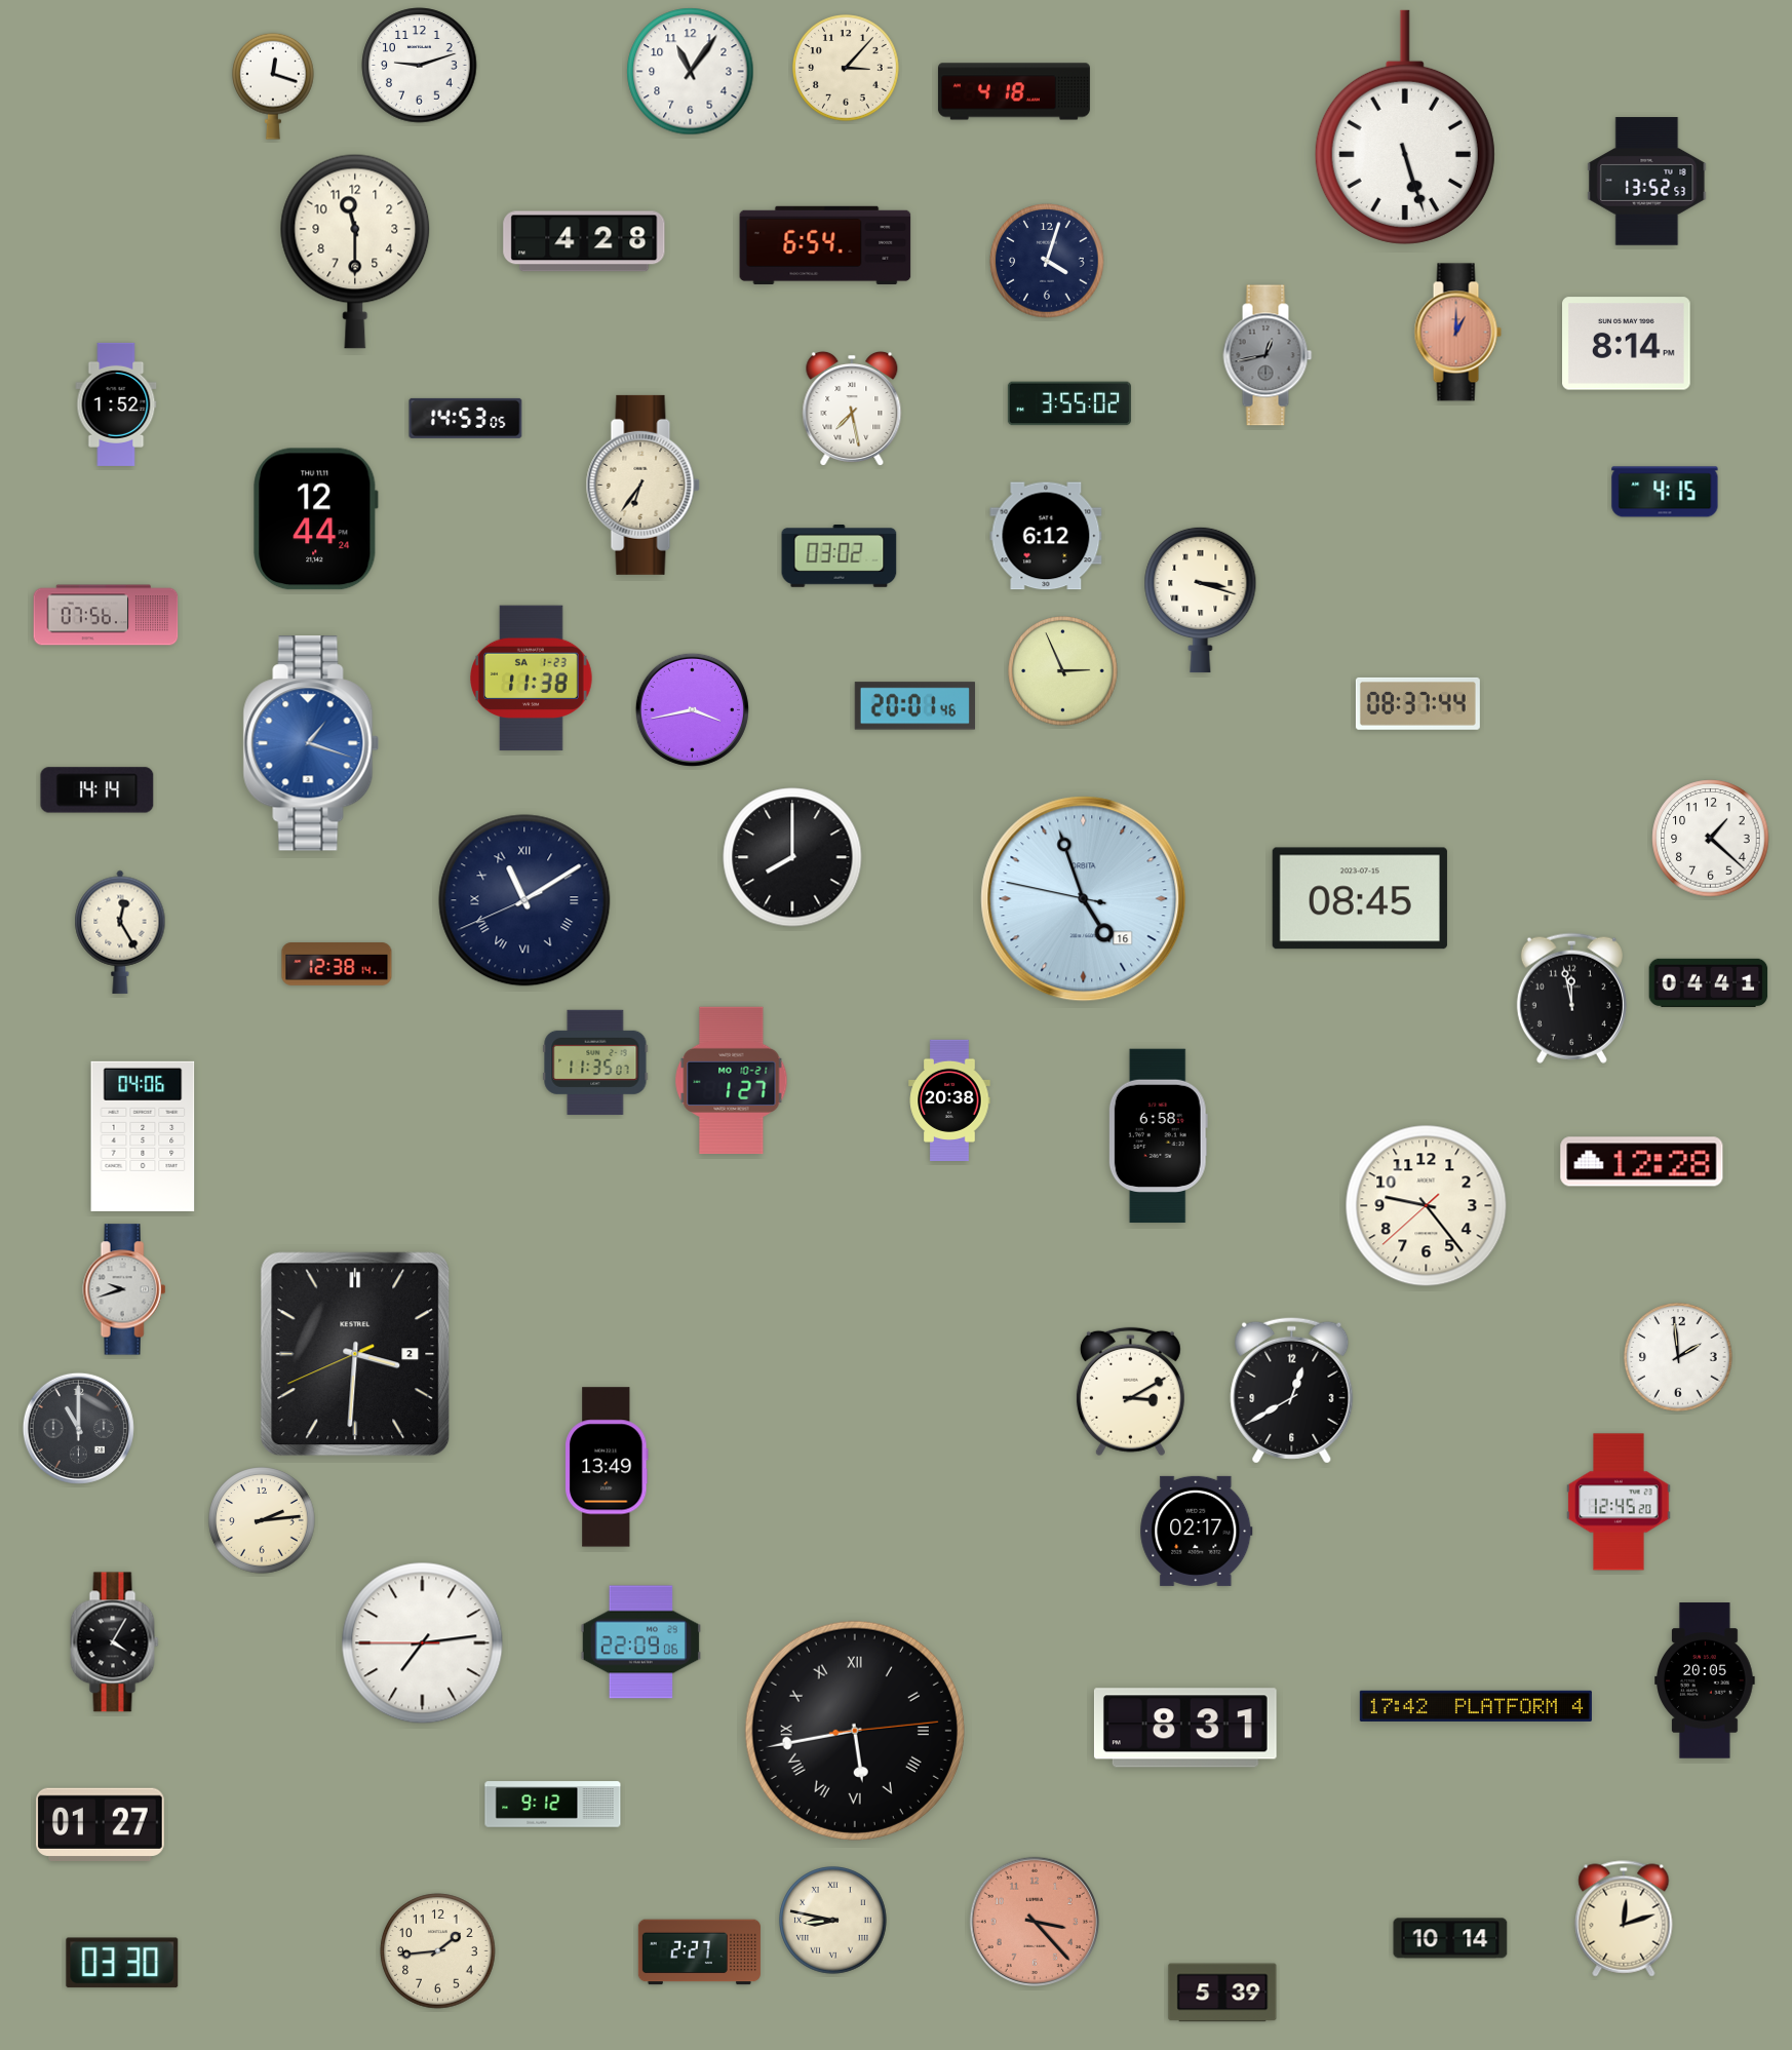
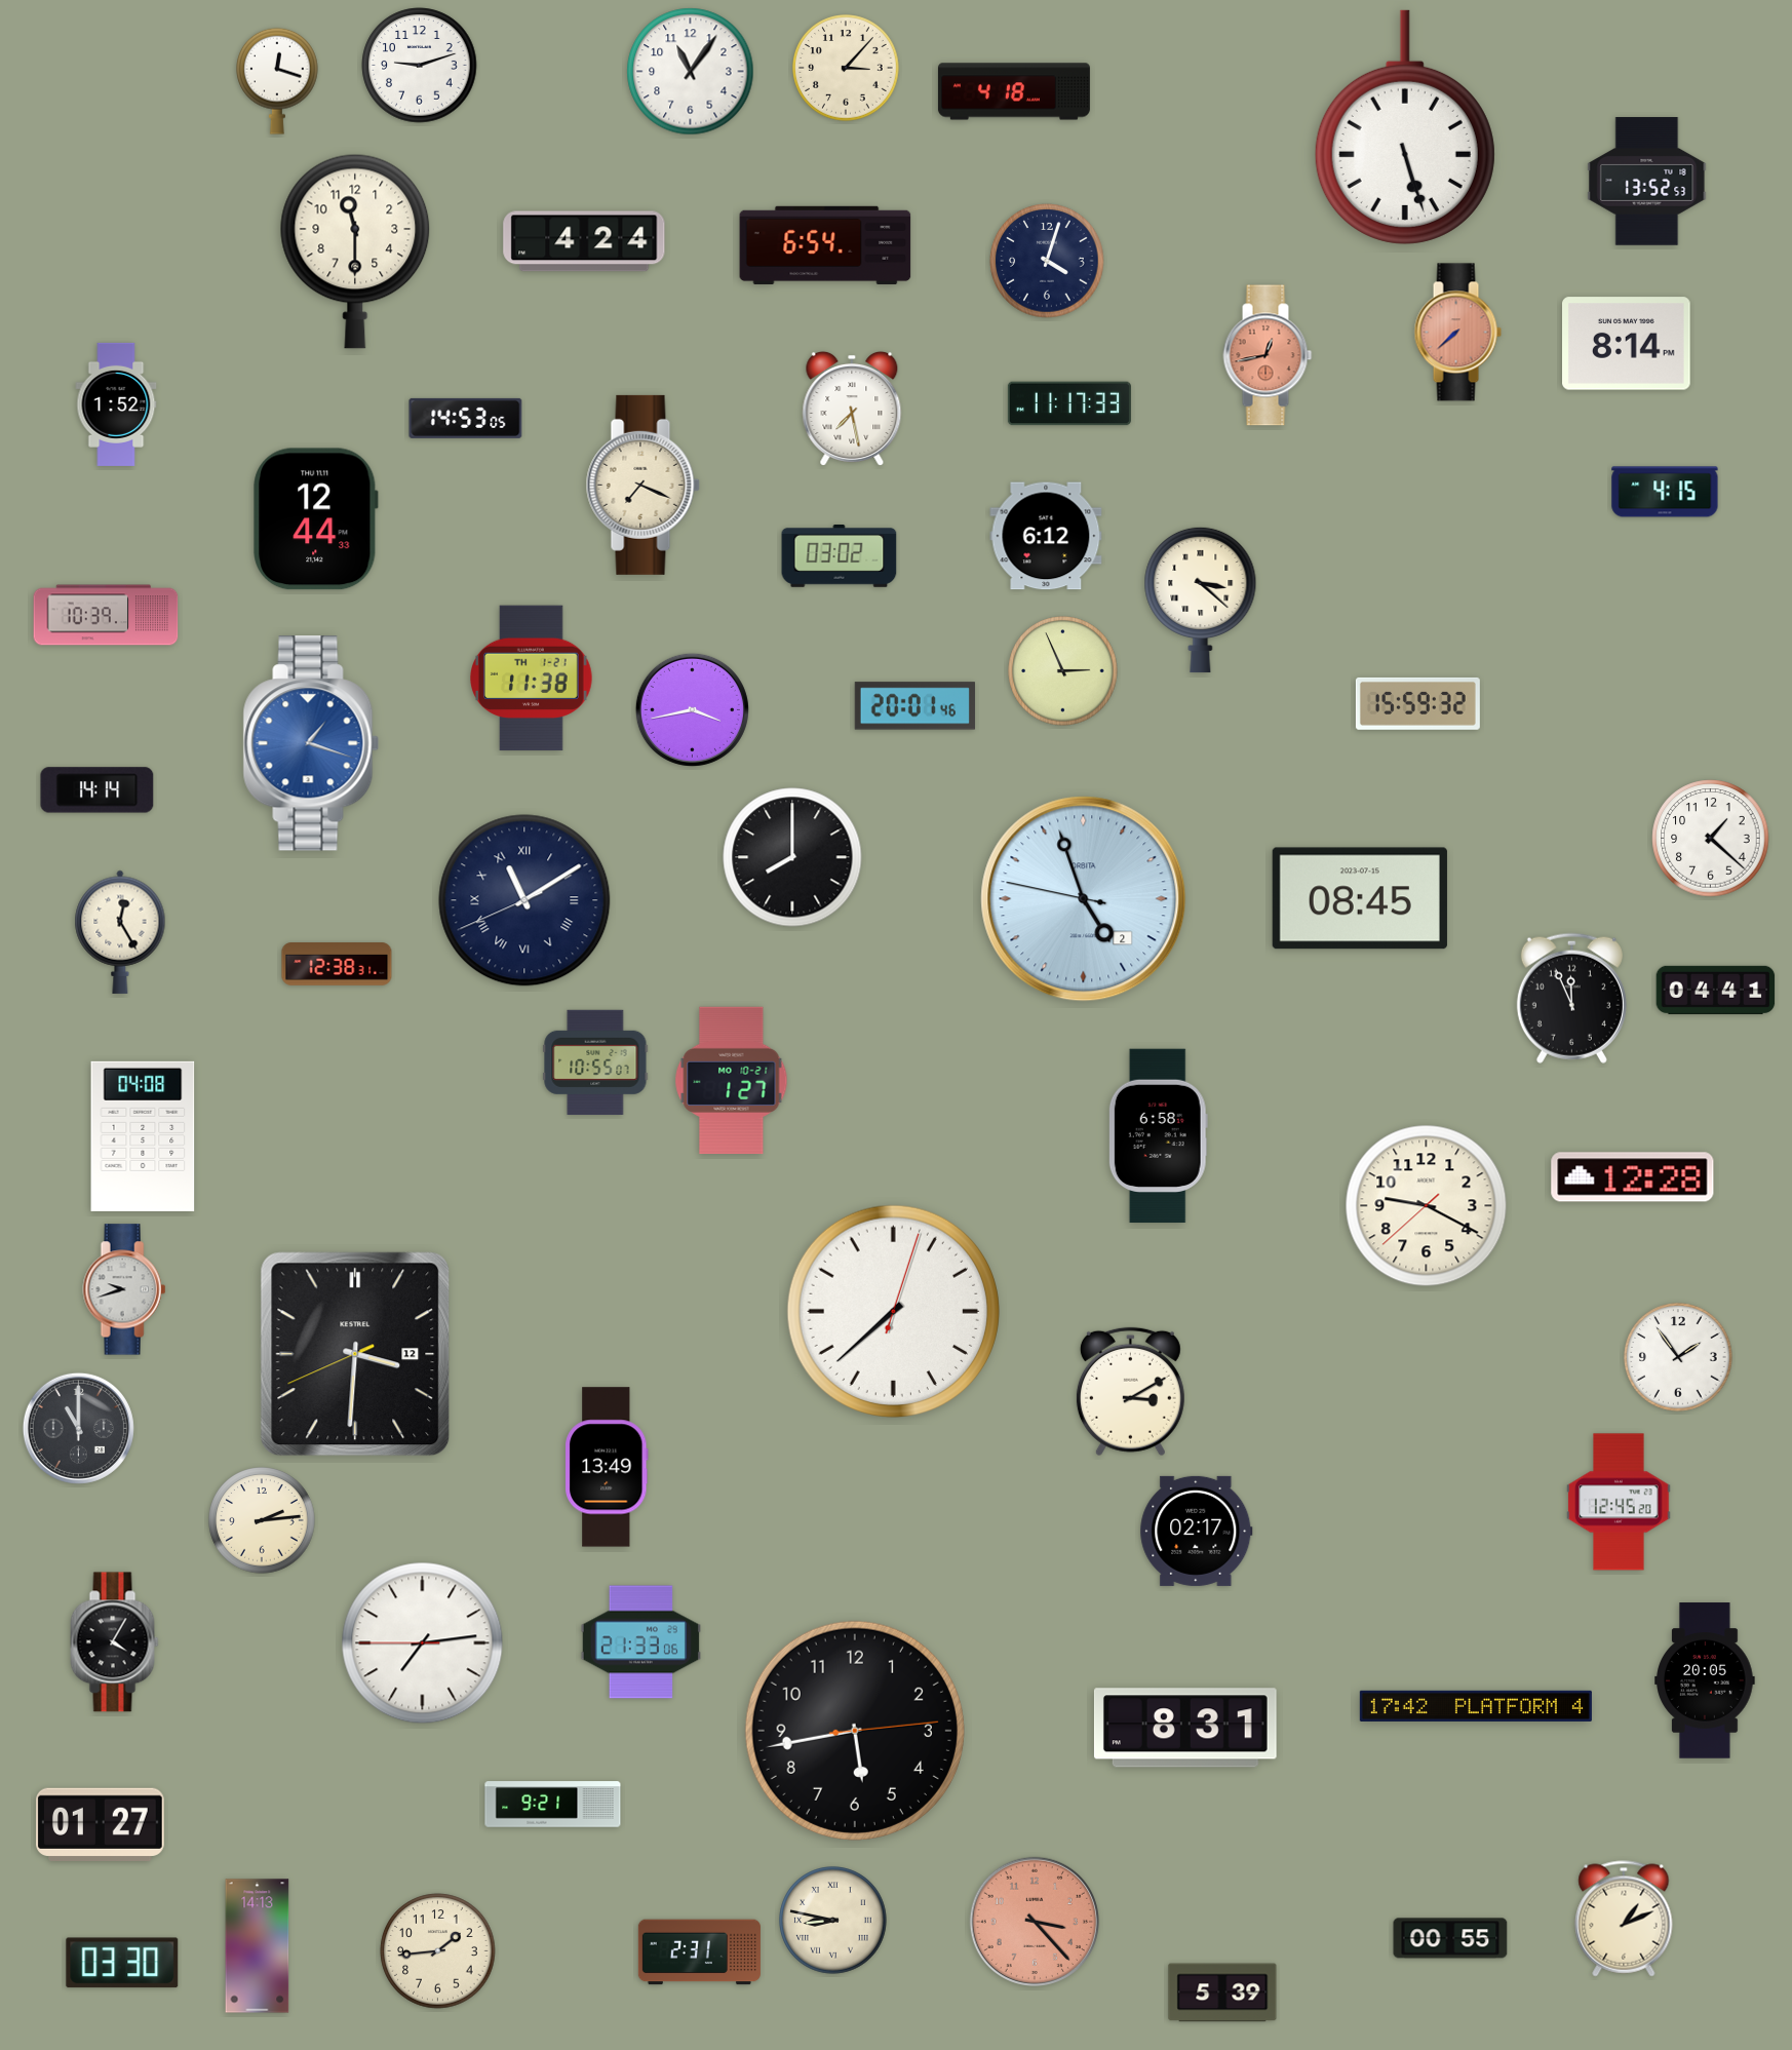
clock at (274, 86) position: (274, 86) -> (278, 81)
clock at (584, 241): 4:28 -> 4:24
clock at (1457, 333): 1:00 -> 7:38
clock at (1268, 355) dial: grey -> salmon
clock at (1069, 403): 3:55 -> 11:17
clock at (642, 485): 6:36 -> 7:19
clock at (316, 519): 12:44:24 -> 12:44:33
clock at (1201, 599): 3:18 -> 3:22
clock at (106, 615): 07:56 -> 10:39
clock at (532, 679) date: SA 1-23 -> TH 1-21
clock at (1417, 703): 08:37 -> 15:59
clock at (1084, 899) date: 16 -> 2
clock at (337, 964): 12:38:14 -> 12:38:31
clock at (1709, 982) position: (1709, 982) -> (1716, 990)
clock at (1571, 998): 11:58 -> 11:56
clock at (595, 1062): 11:35 -> 10:55
clock at (949, 1099): 20:38 -> none
clock at (143, 1136): 04:06 -> 04:08
clock at (1642, 1162) position: (1642, 1162) -> (1633, 1177)
clock at (1427, 1206): 9:23 -> 9:19
clock at (893, 1311): none -> 7:38
clock at (355, 1354) date: 2 -> 12
clock at (1678, 1357): 1:59 -> 1:54
clock at (1292, 1390): 12:40 -> none
clock at (640, 1642): 22:09 -> 21:33
clock at (855, 1731) numerals: Roman -> Arabic
clock at (553, 1805): 9:12 -> 9:21
clock at (1624, 1919): 12:12 -> 1:11
clock at (1450, 1938): 10:14 -> 00:55
clock at (258, 1946): none -> 14:13
clock at (699, 1952): 2:27 -> 2:31
